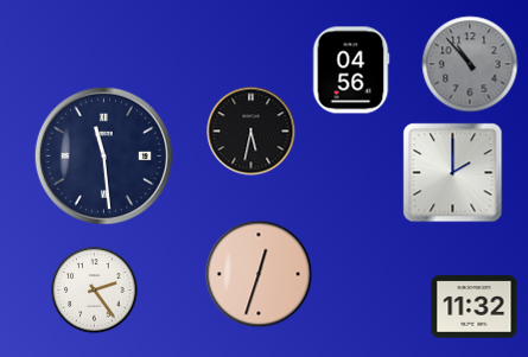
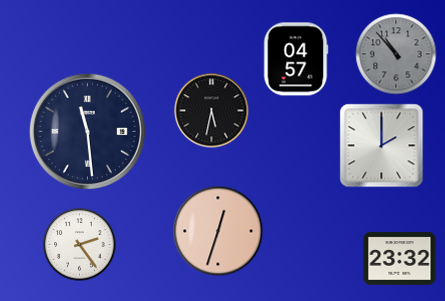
clock at (351, 70): 04:56 -> 04:57
clock at (475, 307): 11:32 -> 23:32
